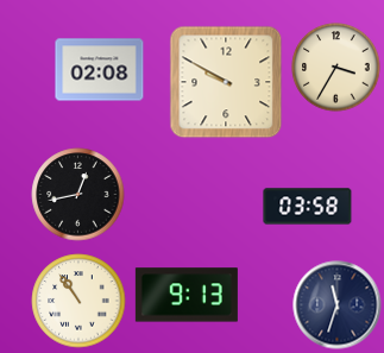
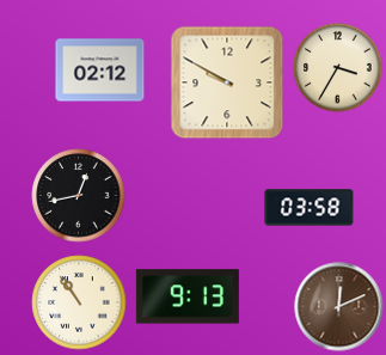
clock at (100, 70): 02:08 -> 02:12
clock at (338, 305): 11:33 -> 12:11
clock at (338, 305) dial: navy -> brown
